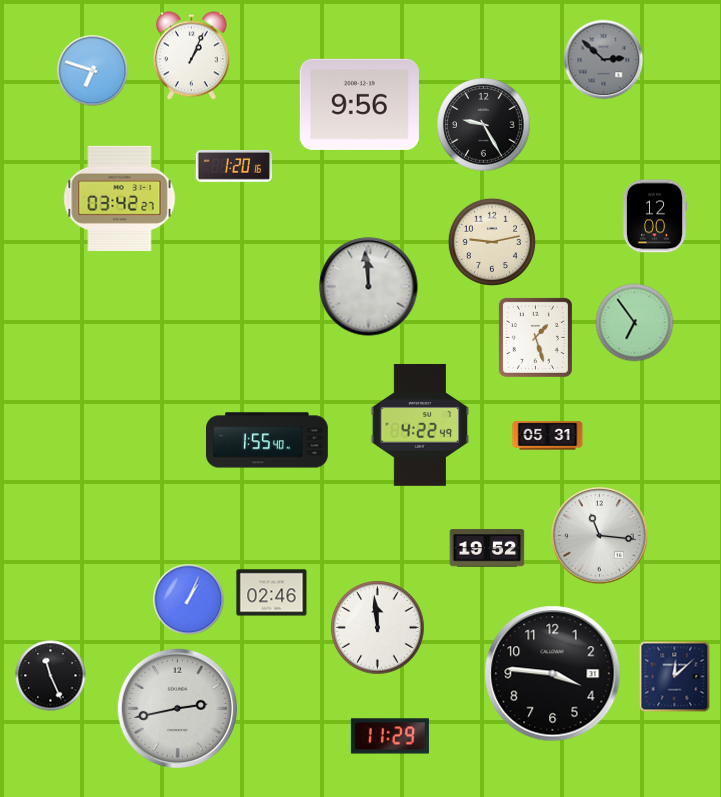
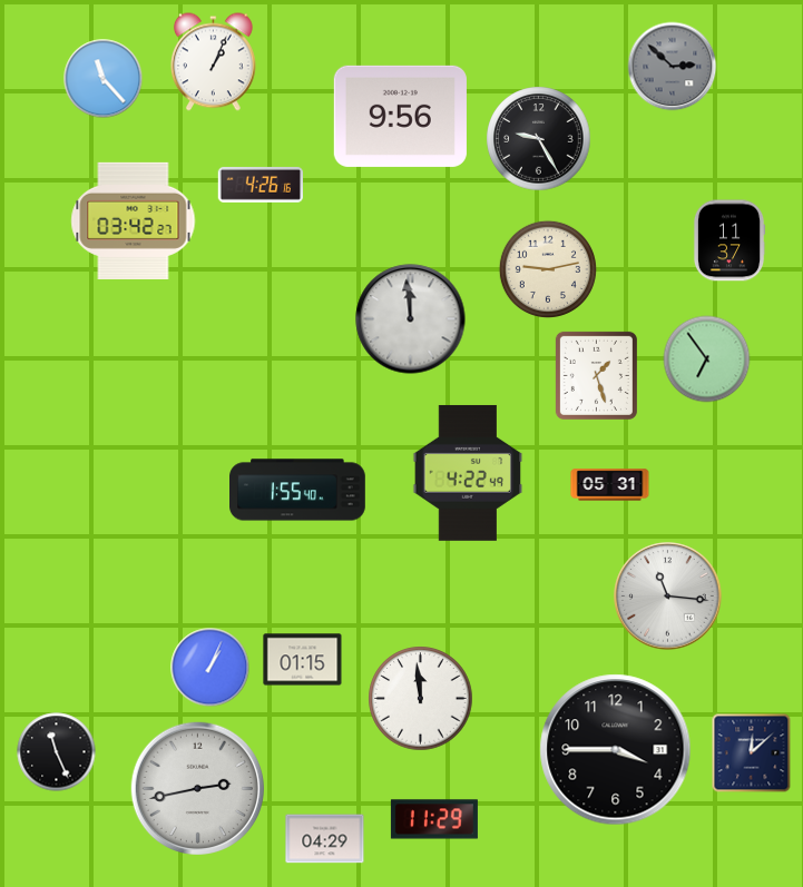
clock at (93, 71): 6:48 -> 11:23
clock at (233, 166): 1:20 -> 4:26
clock at (655, 216): 12:00 -> 11:37
clock at (487, 548): 19:52 -> none
clock at (272, 593): 02:46 -> 01:15
clock at (553, 674): 3:46 -> 3:45
clock at (325, 839): none -> 04:29
